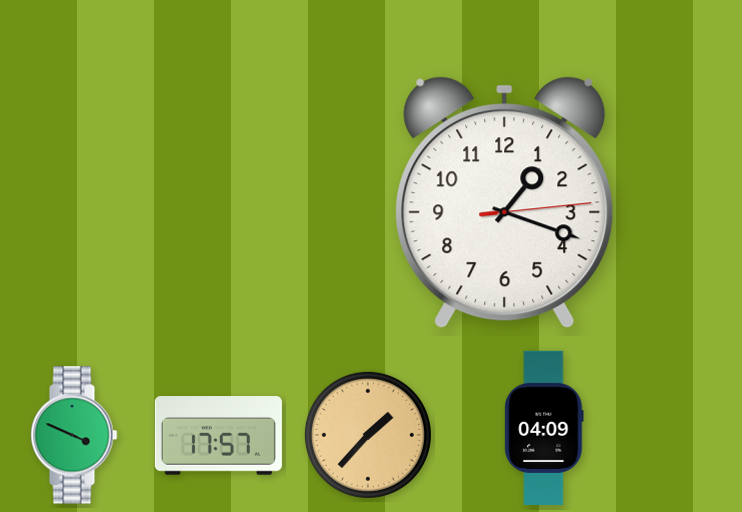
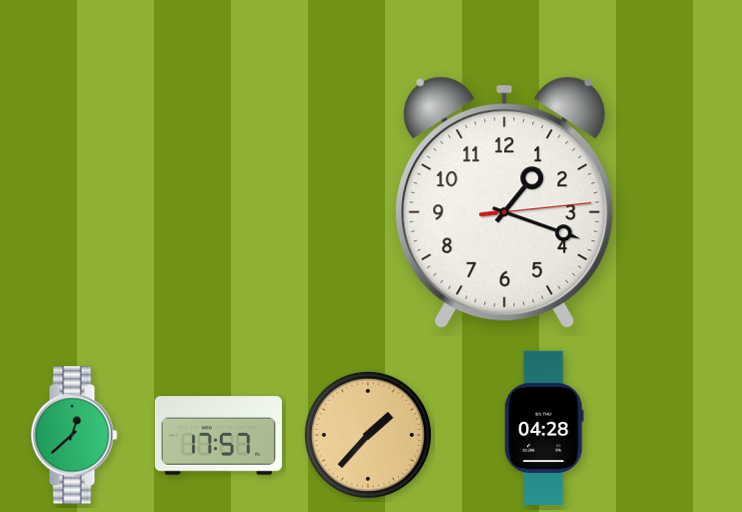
clock at (544, 427): 04:09 -> 04:28
clock at (74, 435): 3:49 -> 12:38
